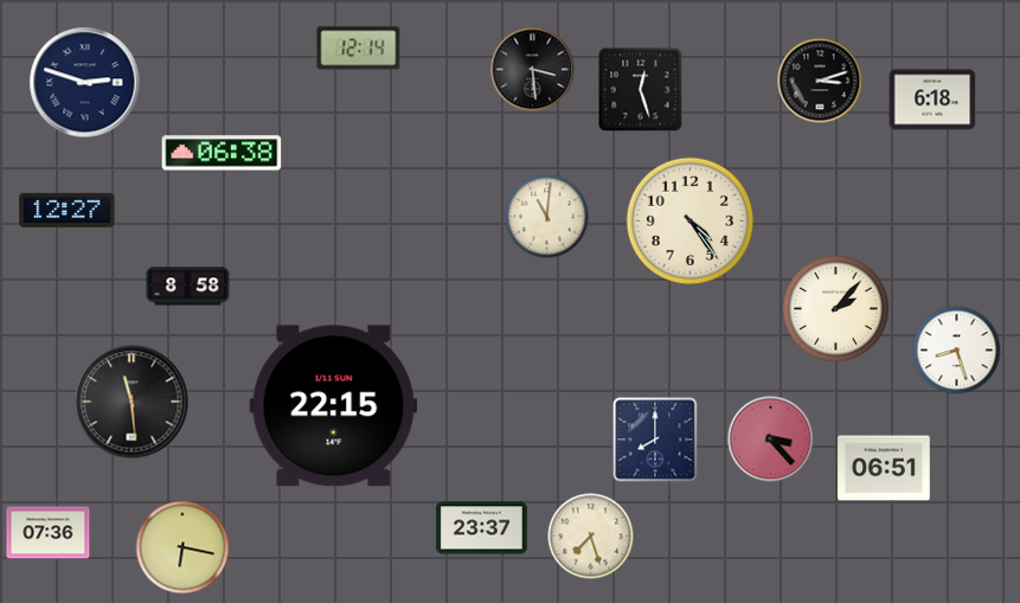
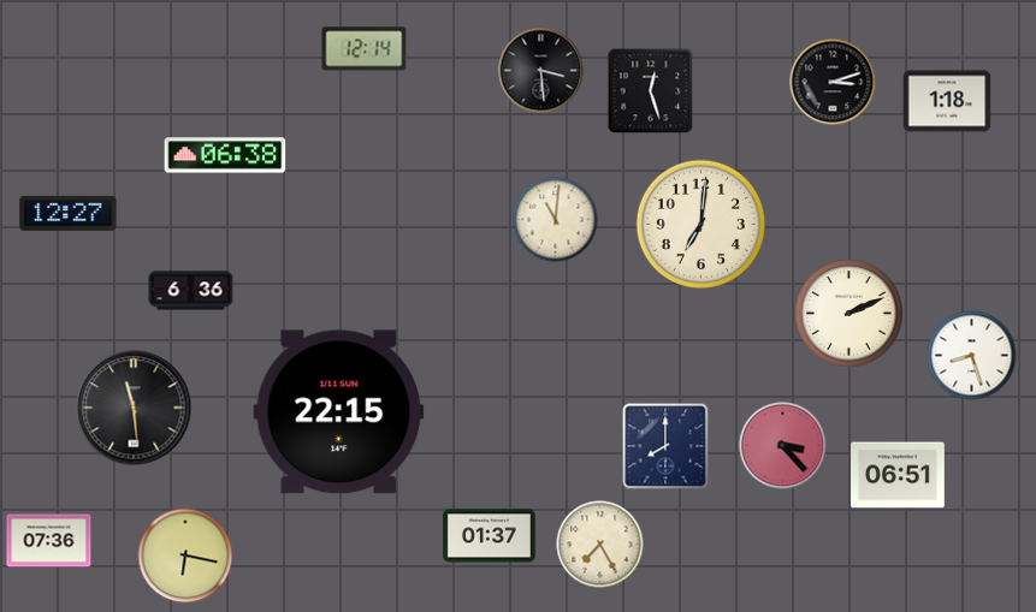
clock at (85, 83): 2:48 -> none
clock at (932, 100): 6:18 -> 1:18
clock at (689, 220): 4:24 -> 7:01
clock at (188, 287): 8:58 -> 6:36
clock at (836, 309): 2:07 -> 2:11
clock at (481, 528): 23:37 -> 01:37
clock at (591, 537): 7:27 -> 7:25
